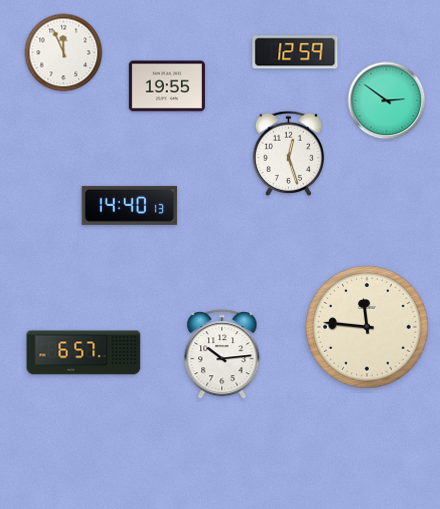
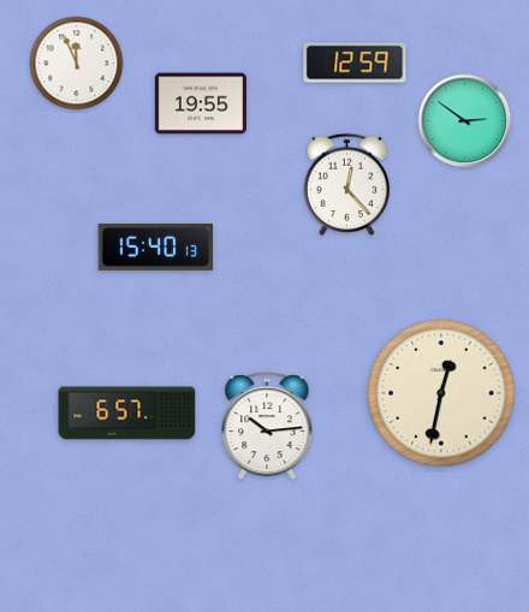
clock at (289, 153): 12:27 -> 12:23
clock at (130, 205): 14:40 -> 15:40
clock at (367, 327): 11:46 -> 12:32
clock at (84, 353) position: (84, 353) -> (127, 414)
